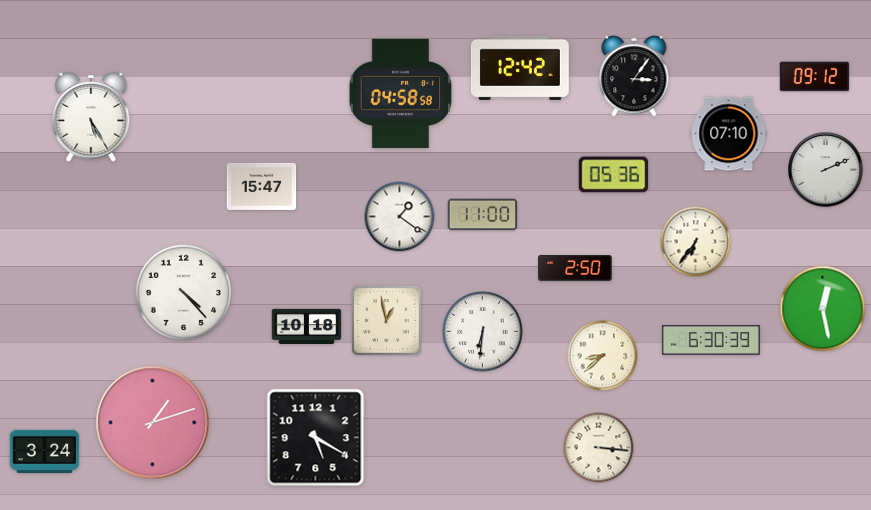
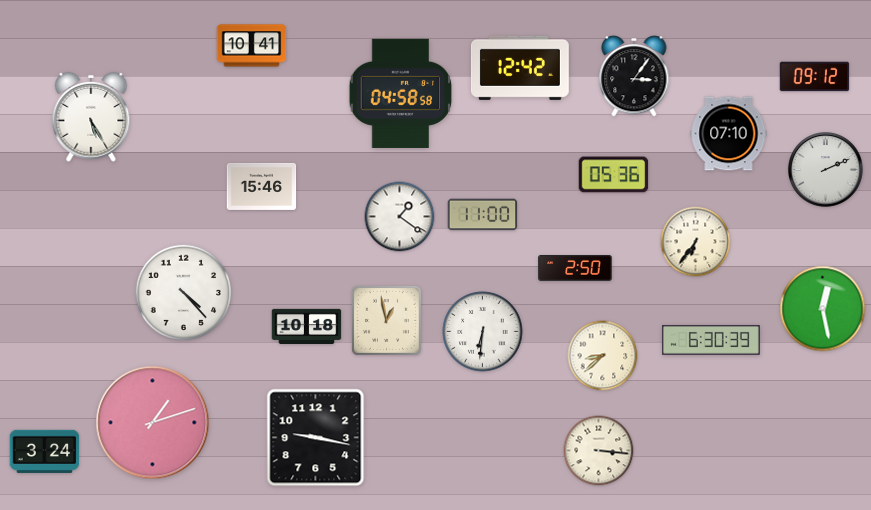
clock at (252, 46): none -> 10:41
clock at (262, 186): 15:47 -> 15:46
clock at (316, 438): 5:20 -> 9:17
clock at (599, 448) position: (599, 448) -> (599, 451)
